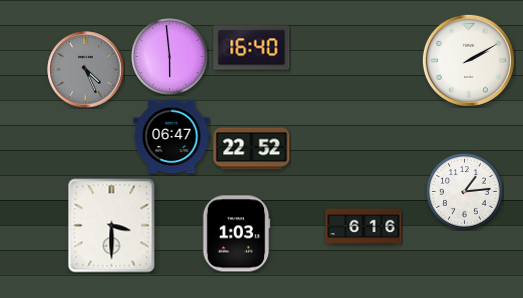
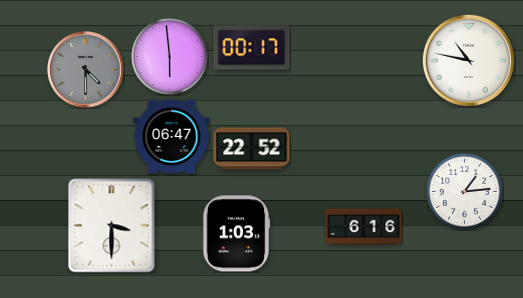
clock at (252, 48): 16:40 -> 00:17
clock at (468, 60): 2:10 -> 10:47
clock at (86, 70): 4:26 -> 4:30
